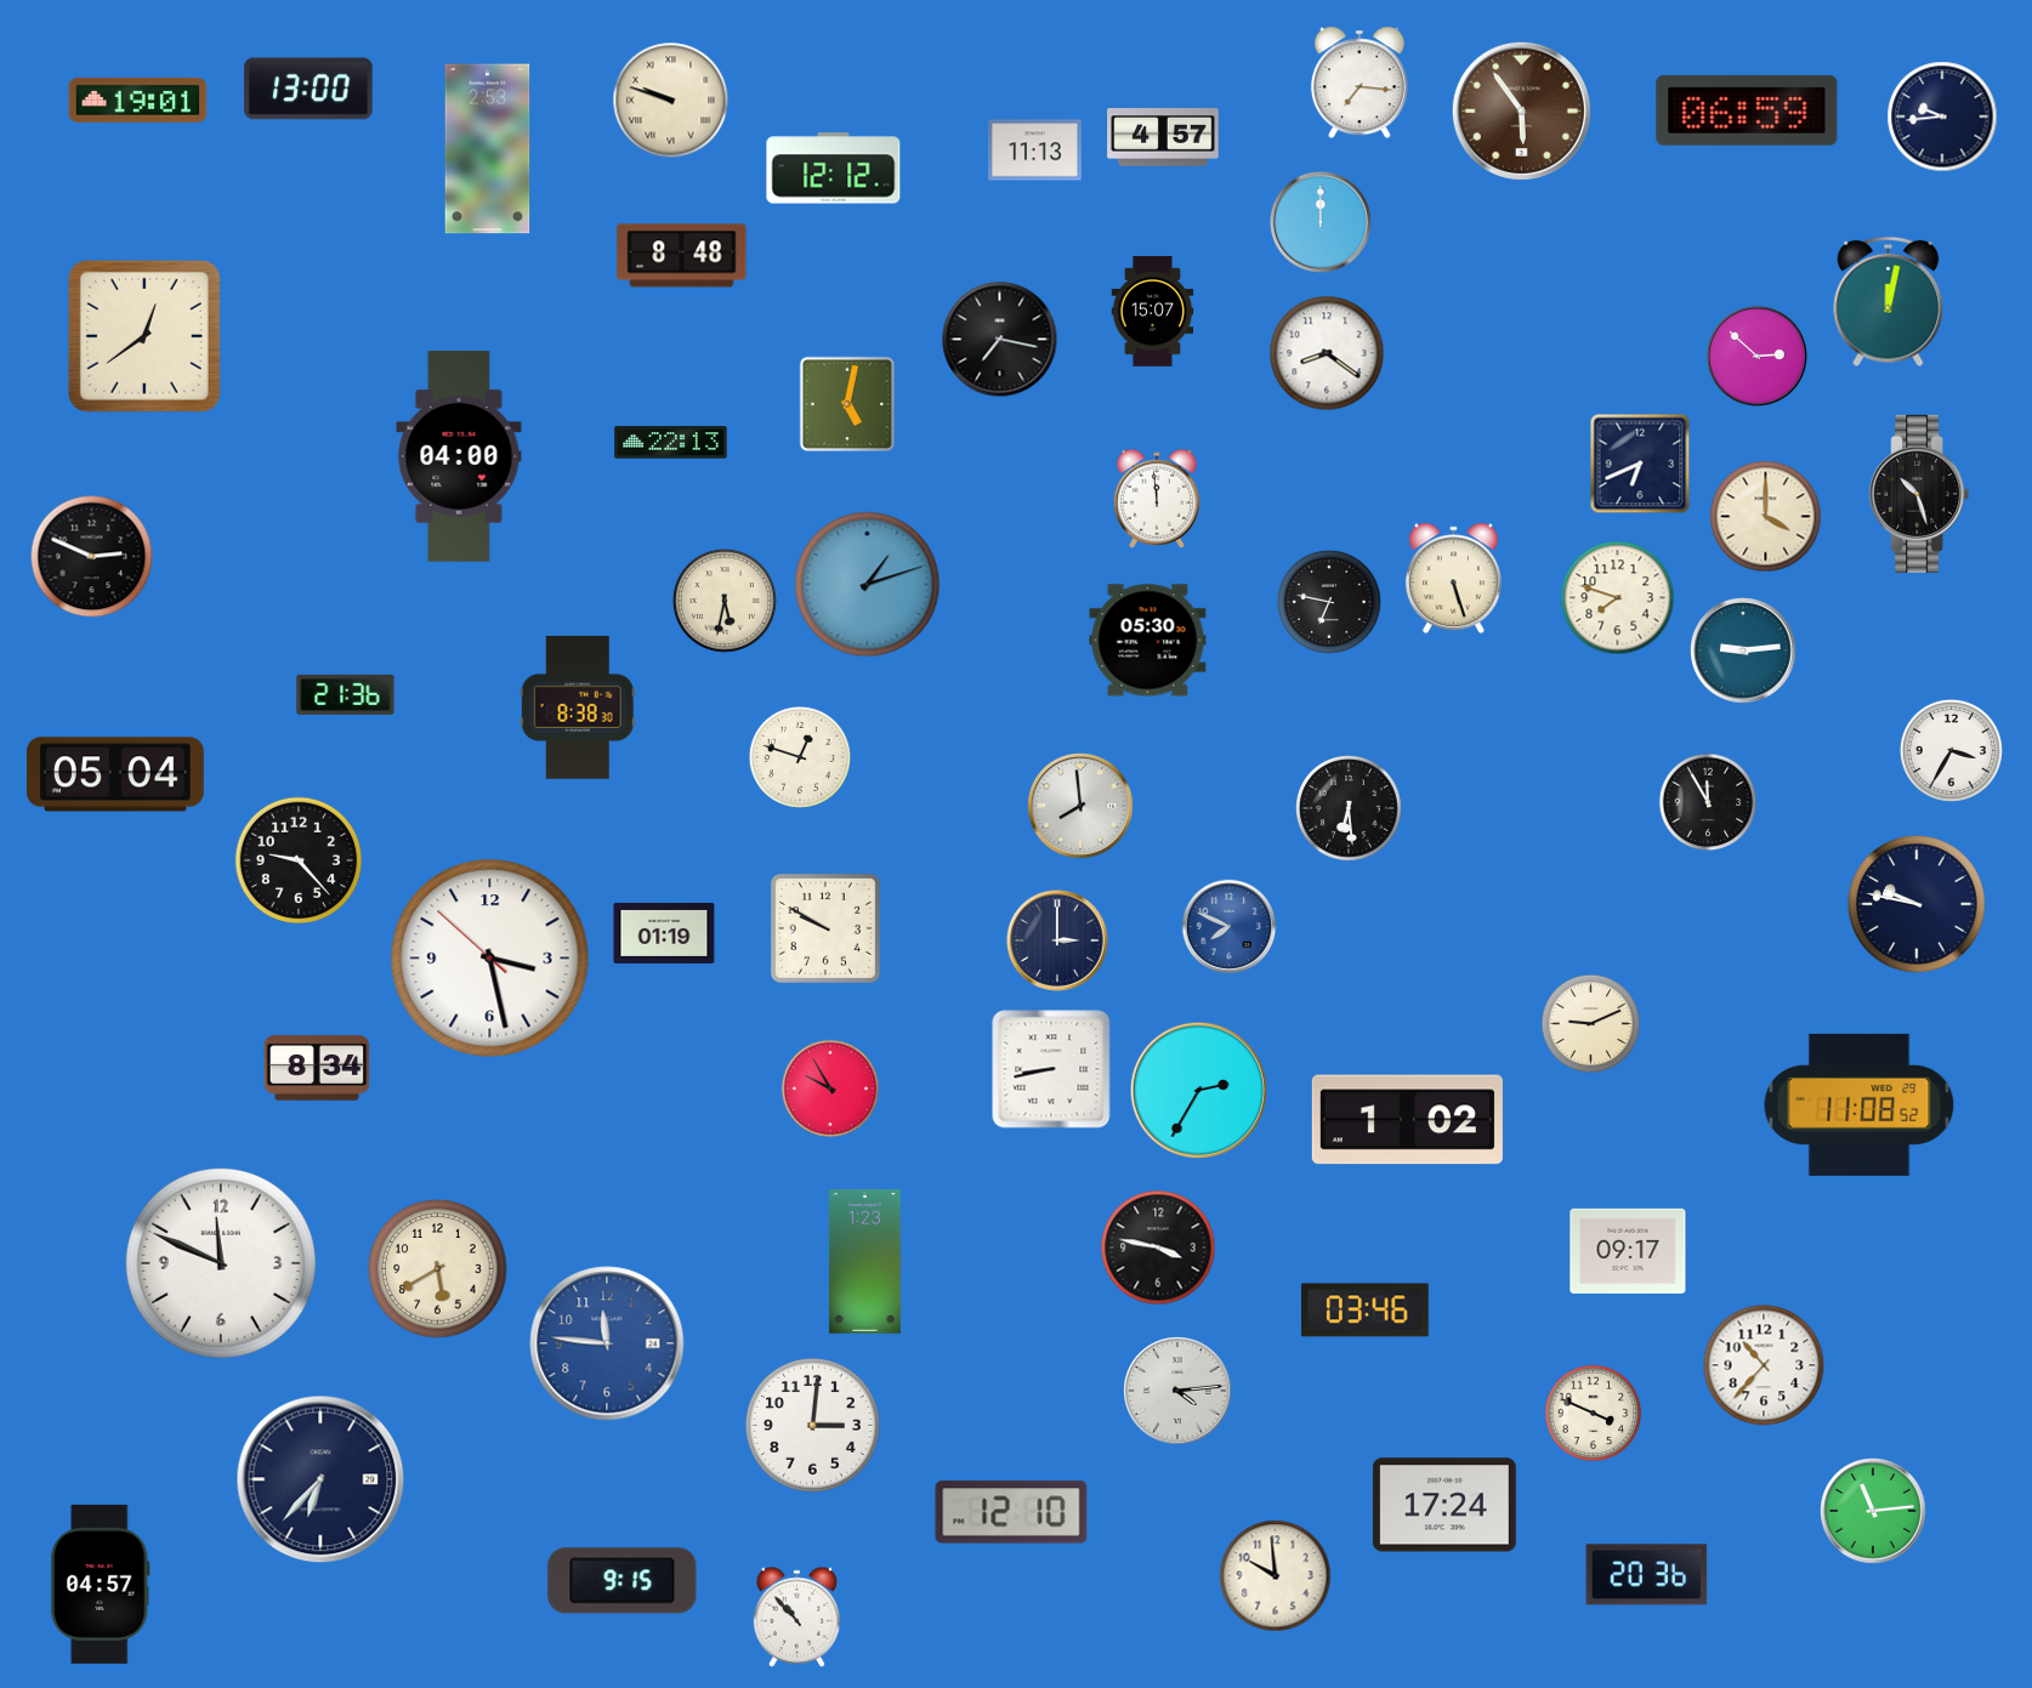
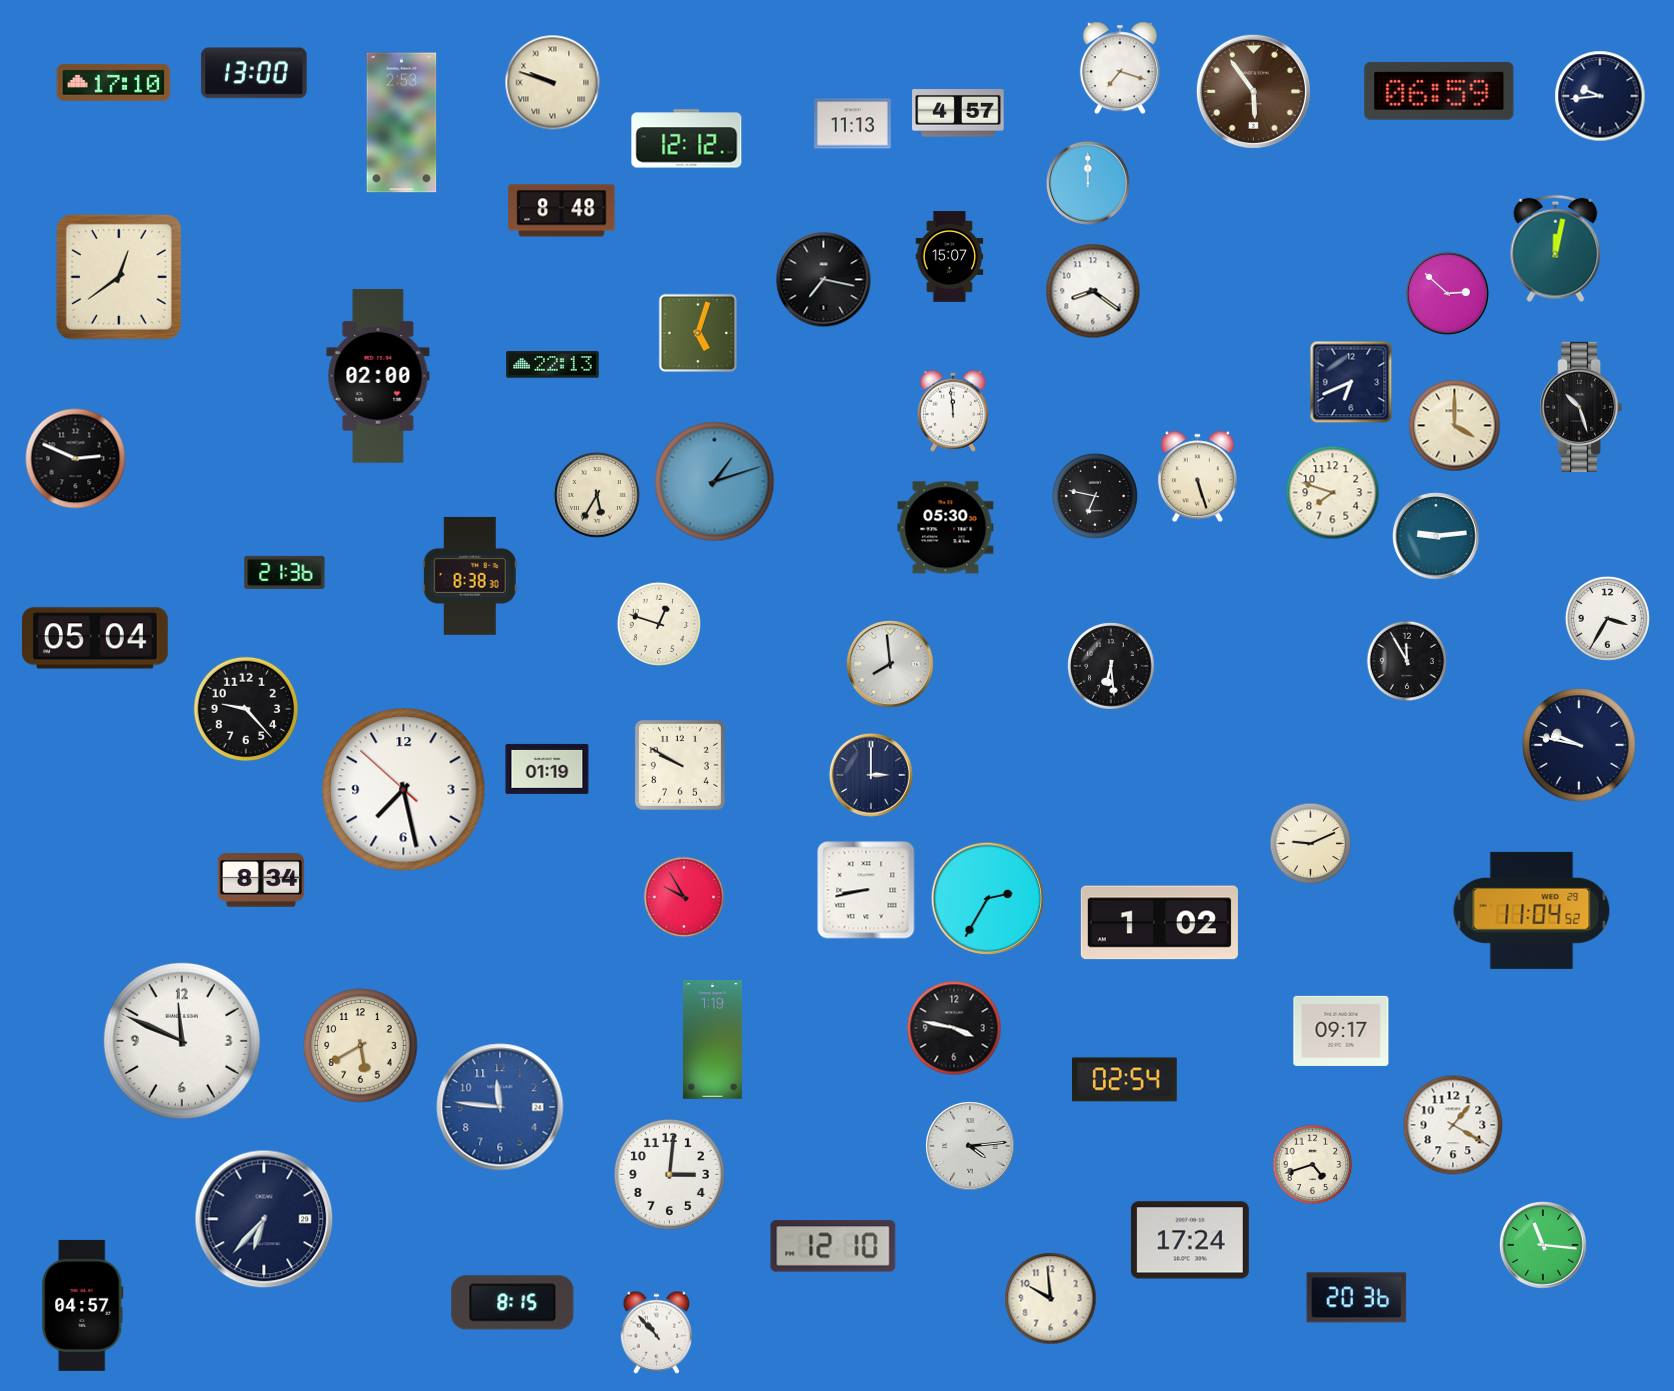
clock at (1360, 83): 7:16 -> 7:18
clock at (138, 100): 19:01 -> 17:10
clock at (847, 404): 5:02 -> 5:03
clock at (459, 456): 04:00 -> 02:00
clock at (725, 601): 5:32 -> 5:35
clock at (578, 707) position: (578, 707) -> (470, 576)
clock at (1230, 927): 7:49 -> none
clock at (490, 959): 3:27 -> 7:27
clock at (1051, 1069) position: (1051, 1069) -> (866, 890)
clock at (1860, 1104): 11:08 -> 11:04
clock at (864, 1262): 1:23 -> 1:19
clock at (1366, 1311): 03:46 -> 02:54
clock at (1764, 1365): 10:37 -> 1:20
clock at (1594, 1414): 3:49 -> 4:42
clock at (1873, 1511): 11:14 -> 11:16
clock at (623, 1581): 9:15 -> 8:15
